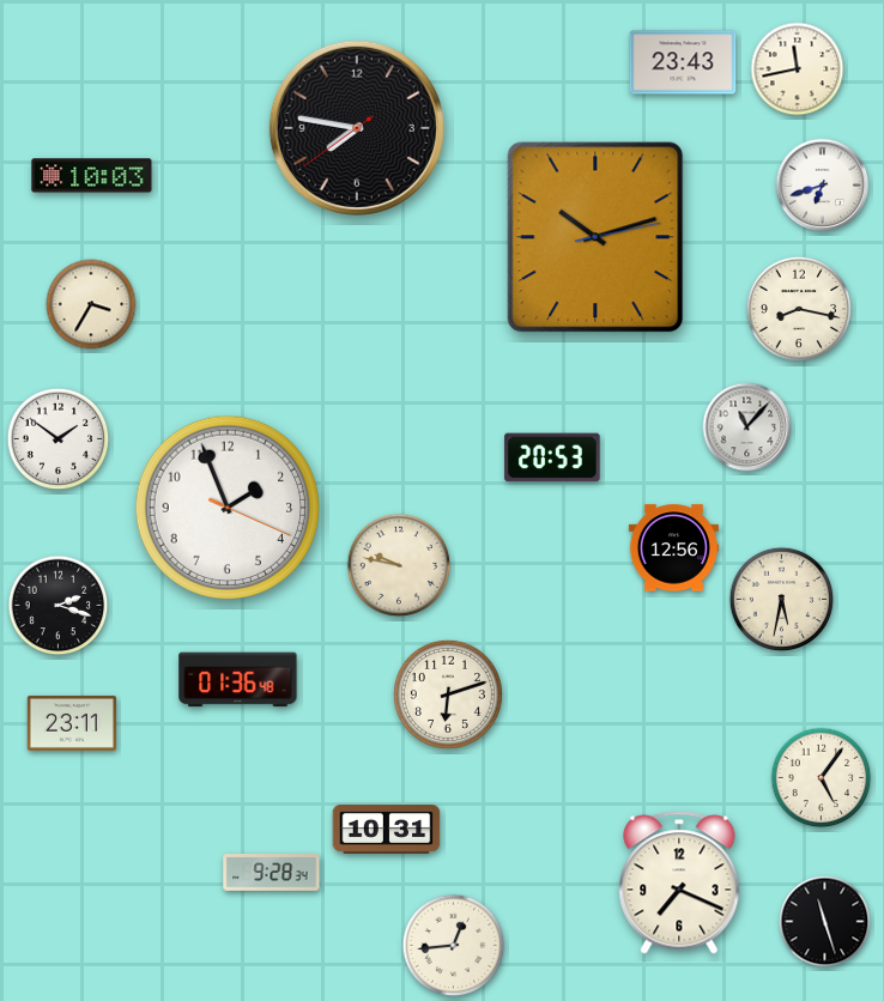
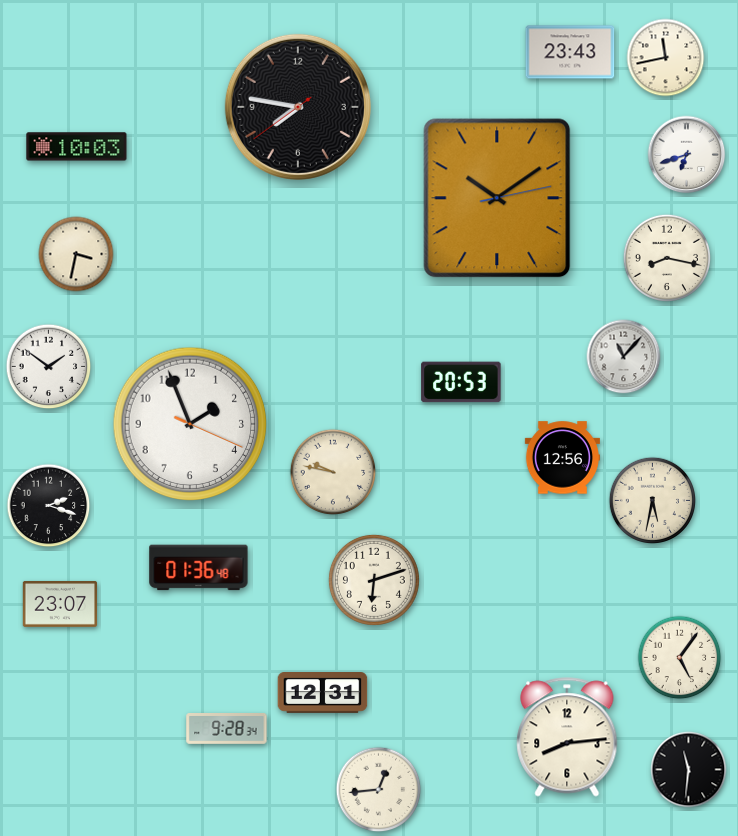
clock at (595, 237): 10:12 -> 10:09
clock at (91, 304): 3:35 -> 3:32
clock at (72, 723): 23:11 -> 23:07
clock at (822, 778) position: (822, 778) -> (680, 658)
clock at (387, 830): 10:31 -> 12:31
clock at (679, 882): 7:19 -> 8:14
clock at (825, 922): 11:27 -> 11:31
